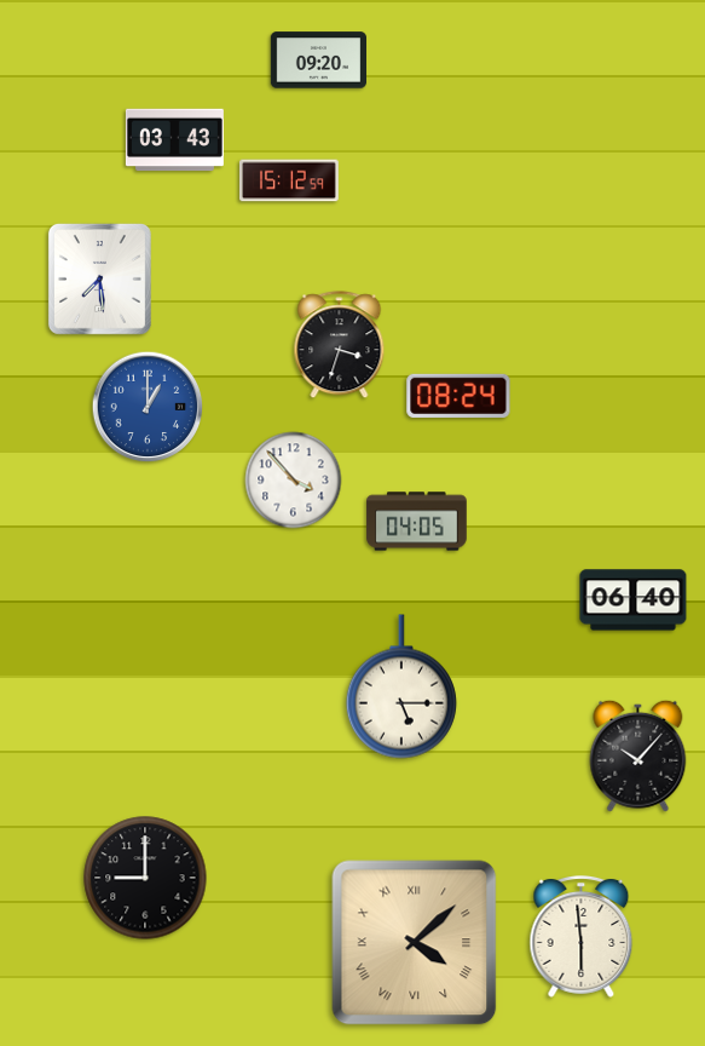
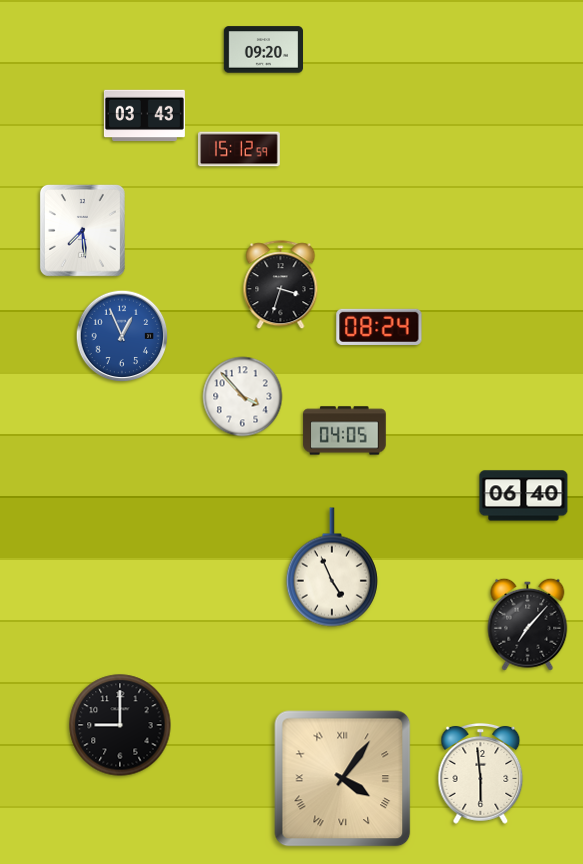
clock at (148, 407): 1:00 -> 12:56
clock at (401, 686): 5:15 -> 4:56
clock at (638, 755): 10:07 -> 7:07
clock at (415, 943): 4:08 -> 4:06
